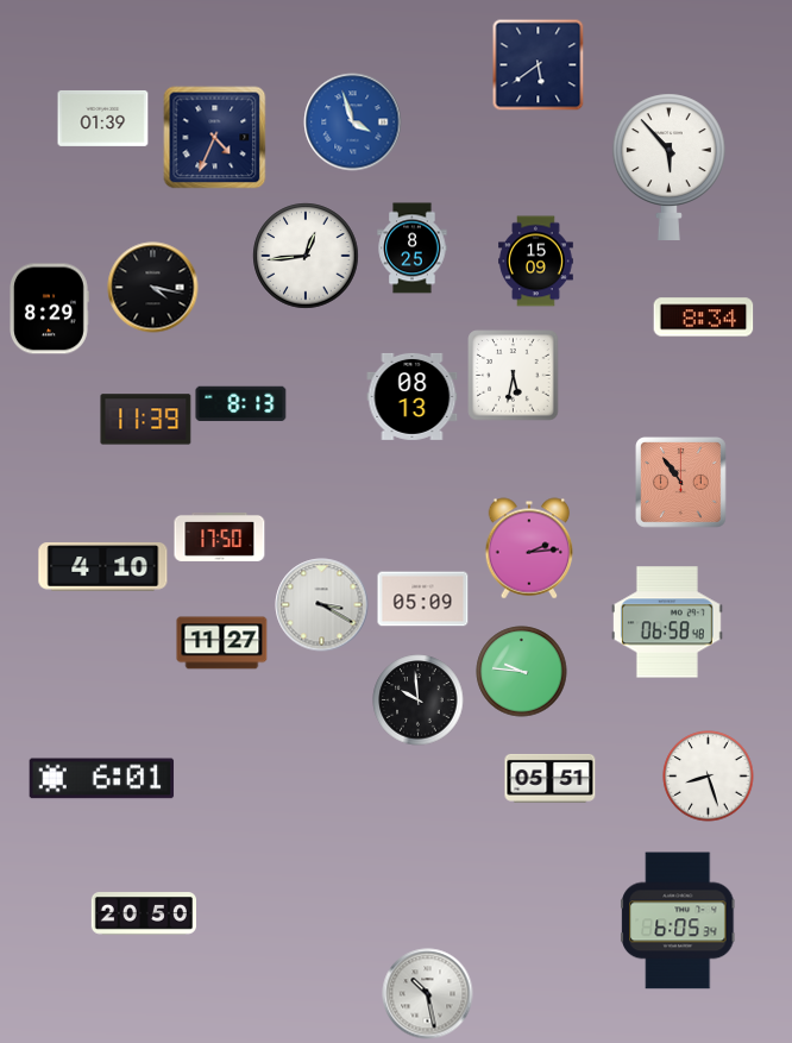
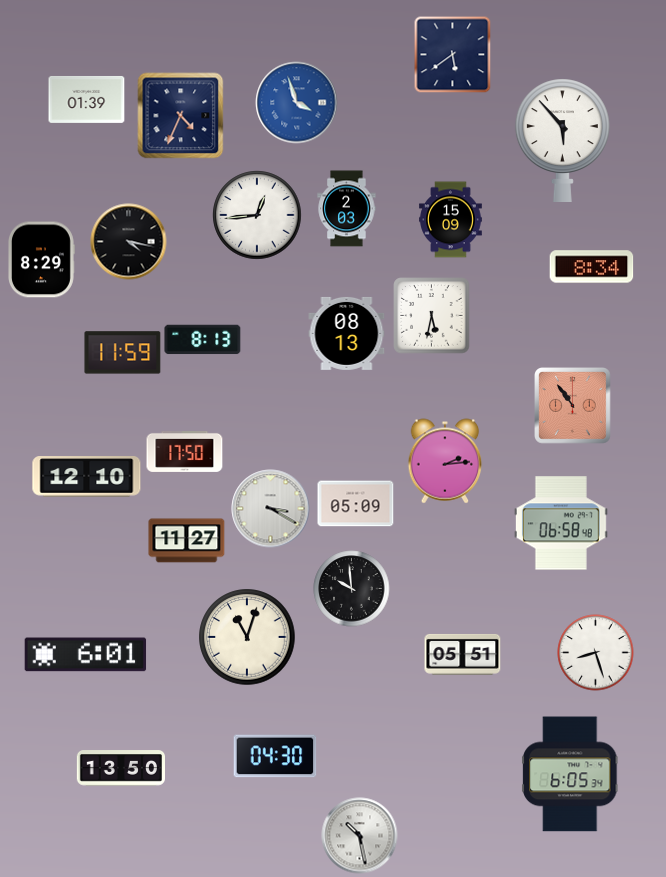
clock at (413, 249): 8:25 -> 2:03
clock at (146, 420): 11:39 -> 11:59
clock at (103, 567): 4:10 -> 12:10
clock at (522, 672): 9:46 -> none
clock at (247, 637): none -> 11:03
clock at (275, 756): none -> 04:30
clock at (143, 913): 20:50 -> 13:50
